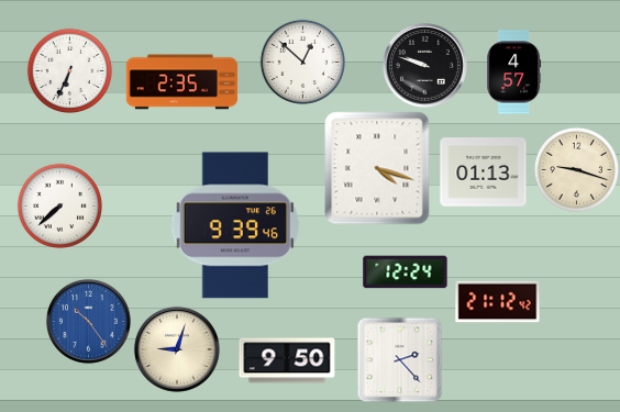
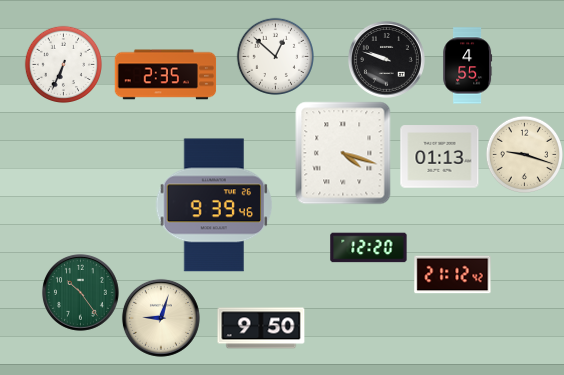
clock at (514, 73): 4:57 -> 4:55
clock at (59, 205): 7:38 -> none
clock at (406, 272): 12:24 -> 12:20
clock at (88, 321) dial: blue -> green
clock at (399, 359): 2:23 -> none
